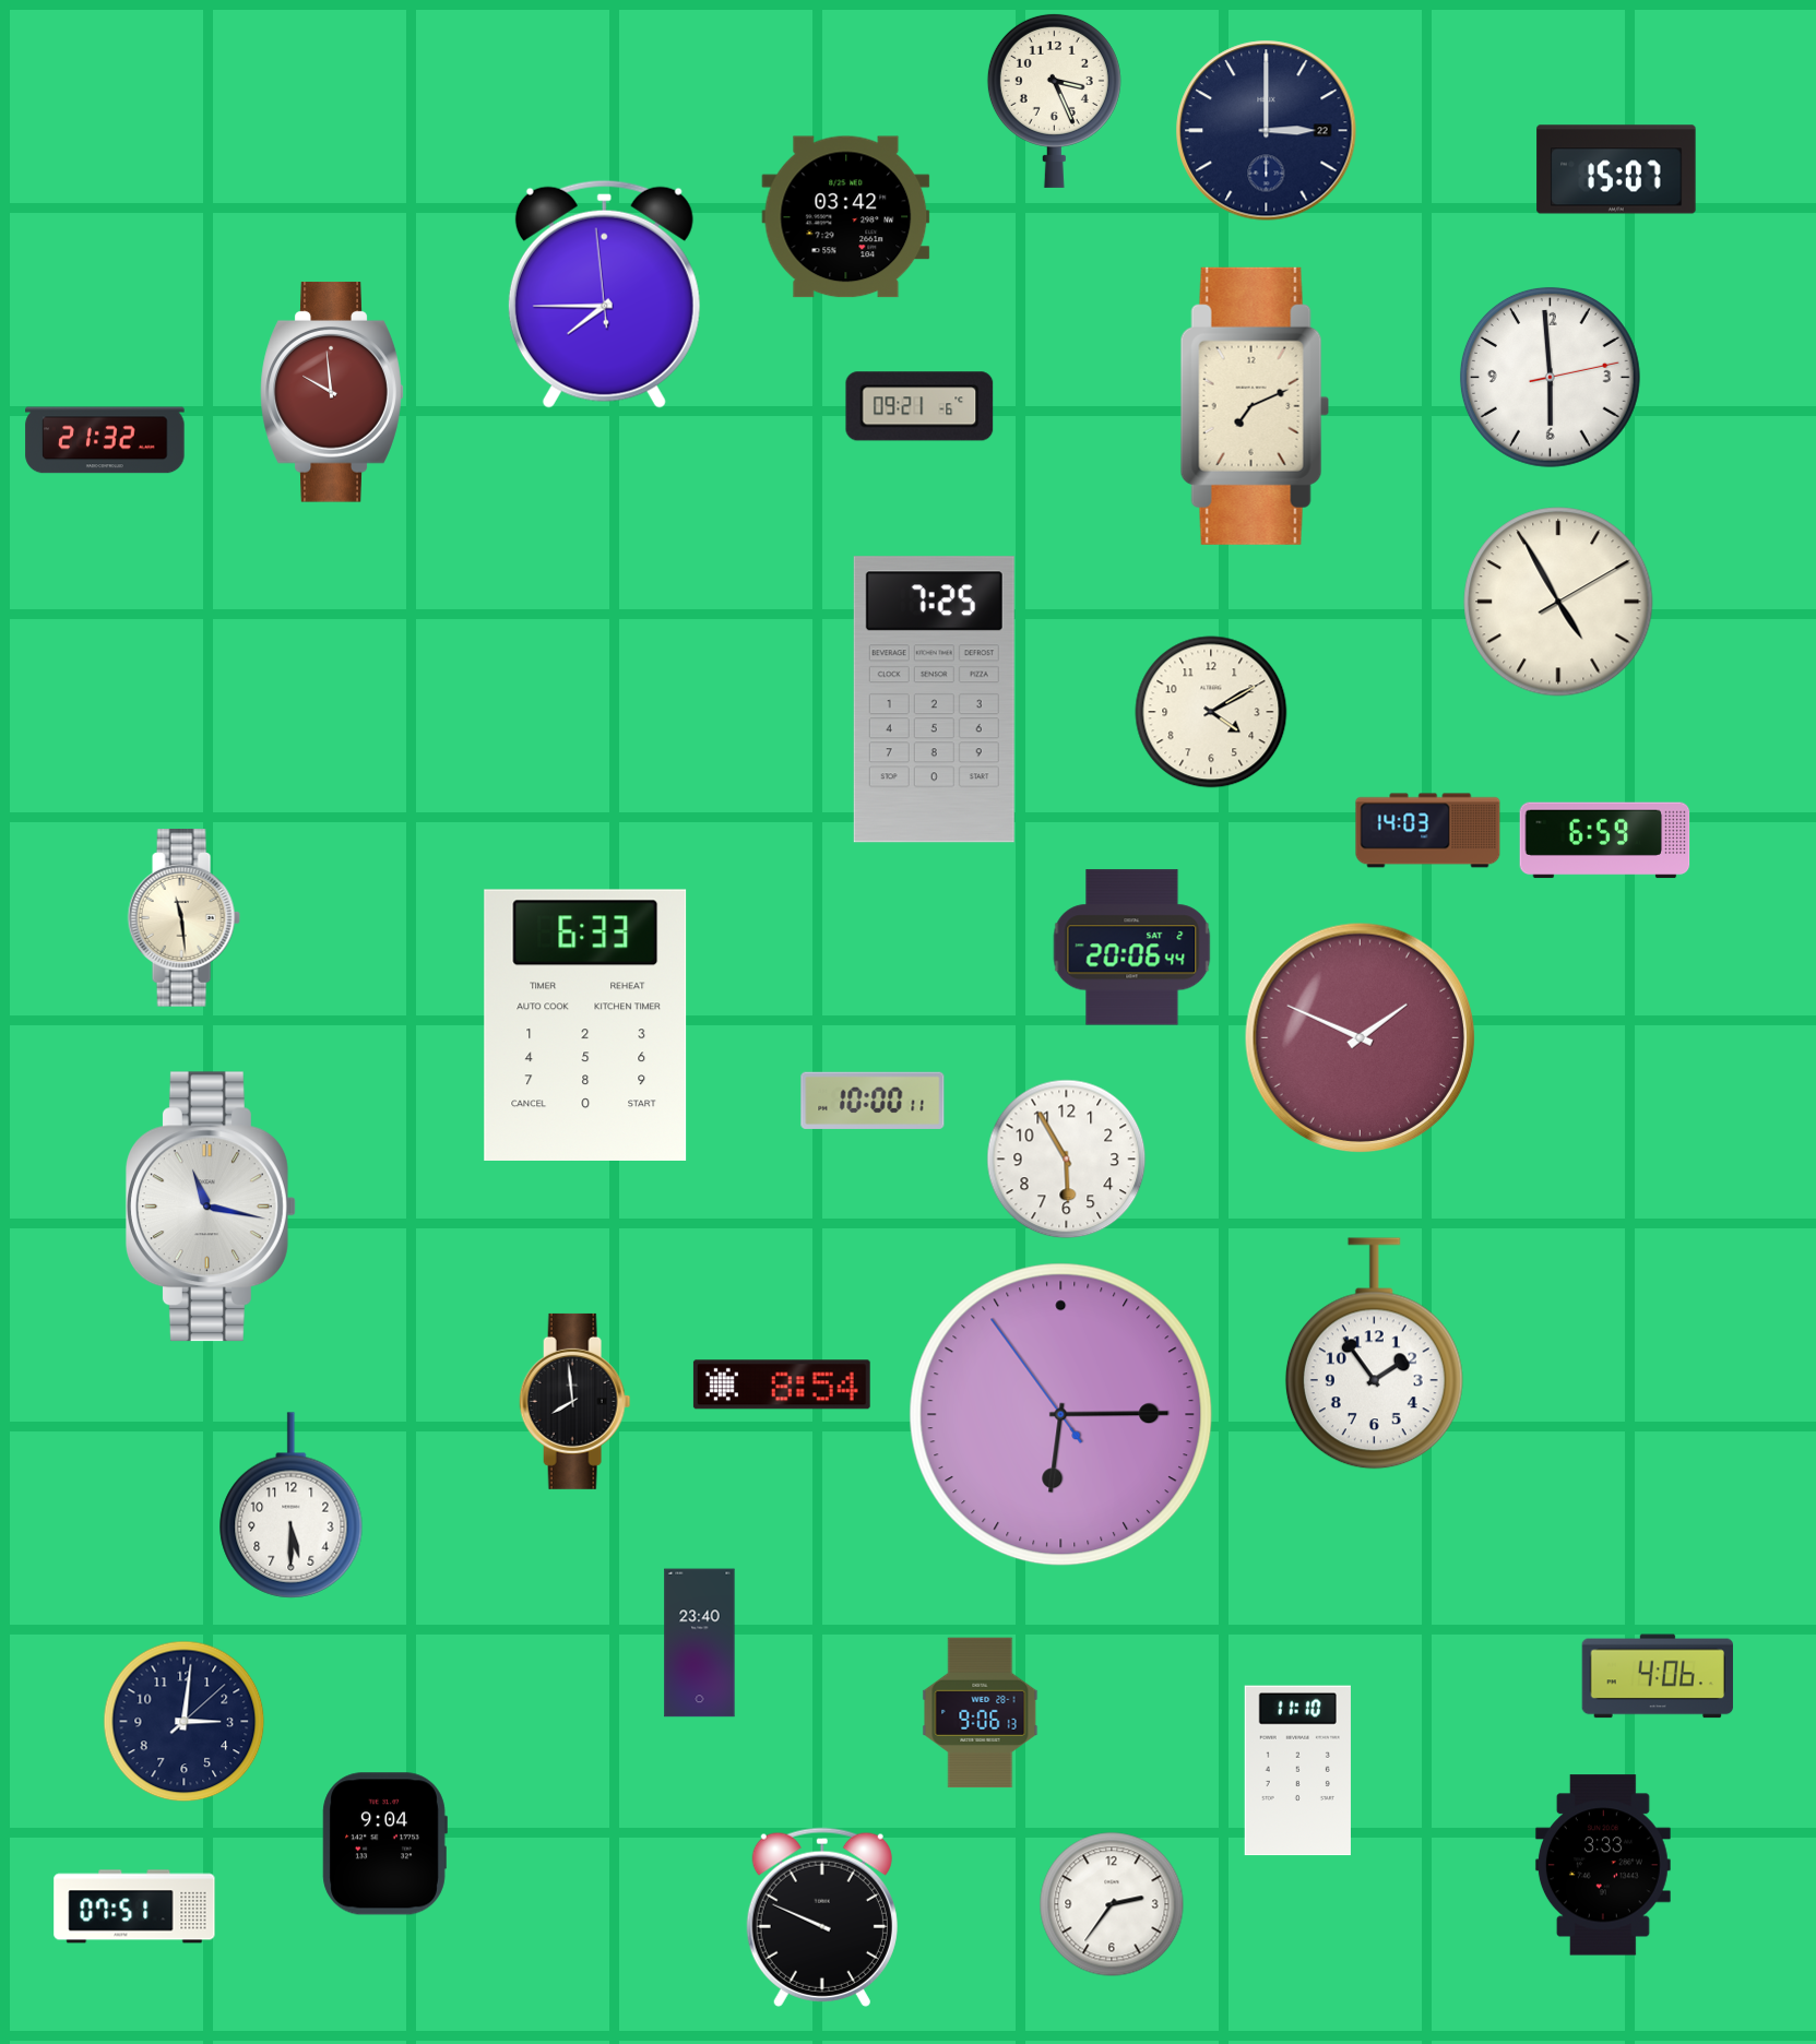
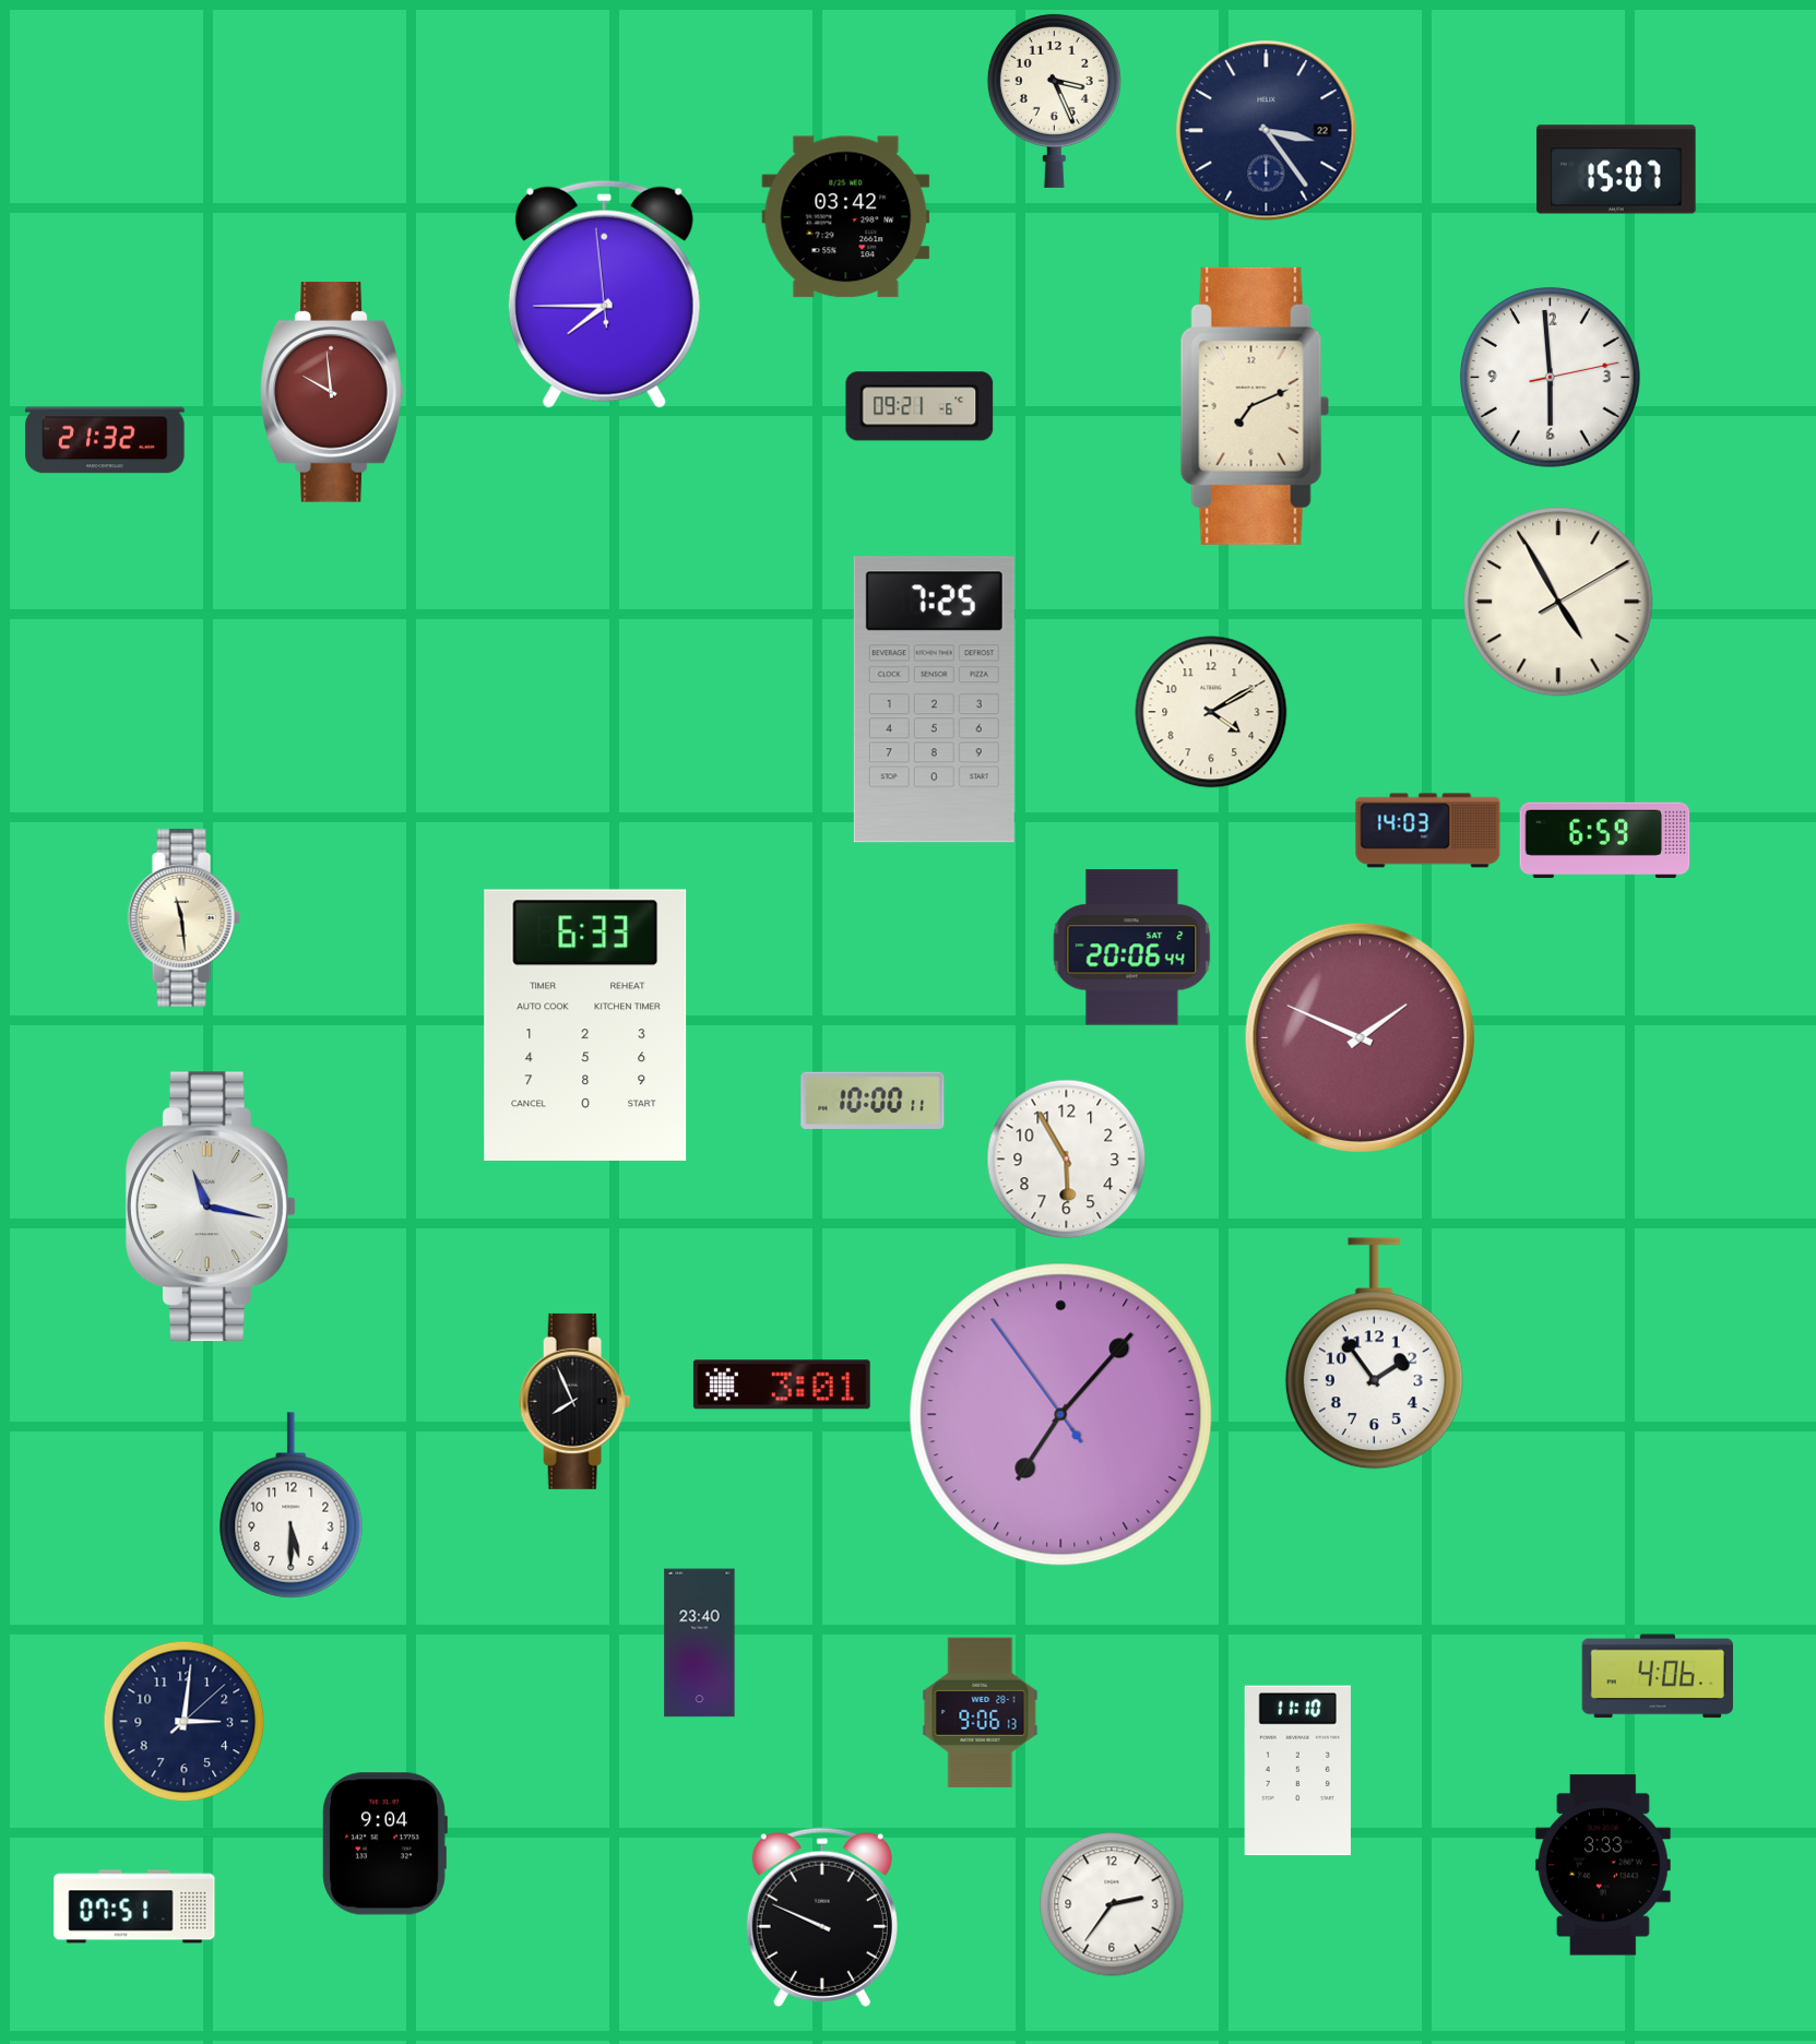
clock at (1267, 131): 3:00 -> 3:24
clock at (782, 1385): 8:54 -> 3:01
clock at (575, 1401): 7:59 -> 7:56
clock at (1061, 1415): 6:14 -> 7:06
